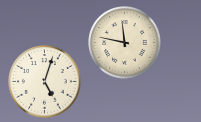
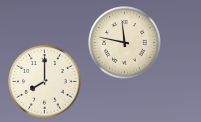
clock at (45, 82): 5:03 -> 8:00
